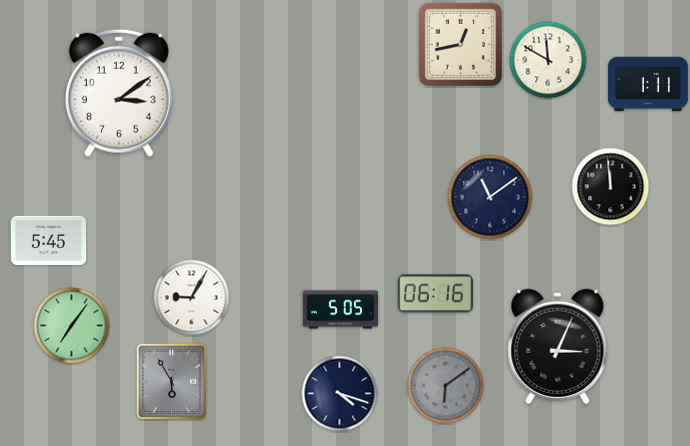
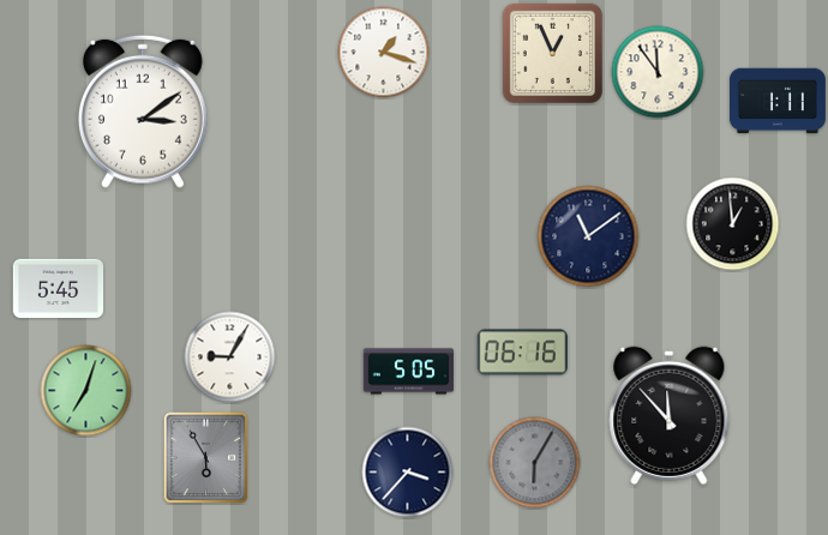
clock at (384, 53): none -> 1:18
clock at (460, 44): 12:43 -> 12:56
clock at (548, 60): 11:50 -> 11:54
clock at (611, 187): 11:59 -> 12:59
clock at (72, 326): 7:06 -> 7:03
clock at (558, 346): 3:04 -> 11:53
clock at (446, 386): 6:09 -> 6:05
clock at (340, 394): 4:18 -> 3:37
